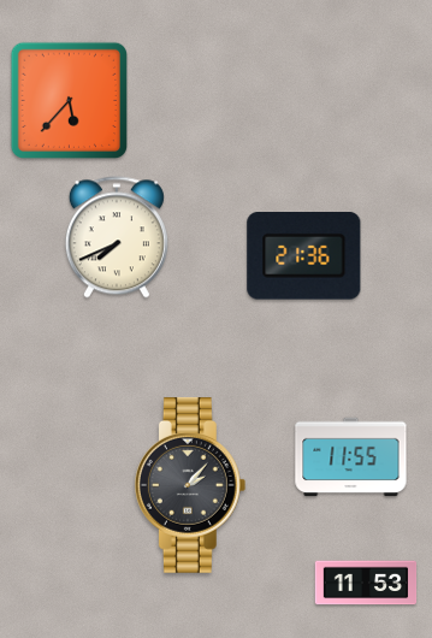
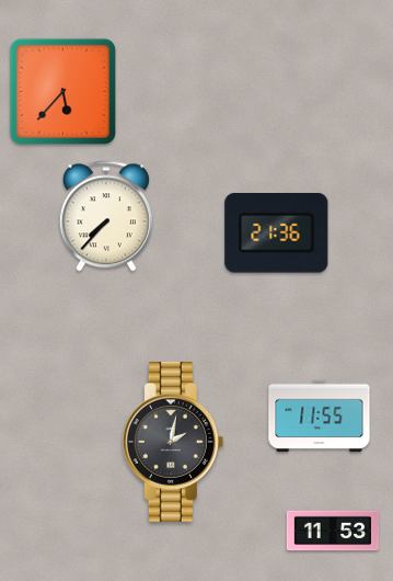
clock at (117, 237): 7:41 -> 7:37
clock at (190, 485): 2:07 -> 2:02
